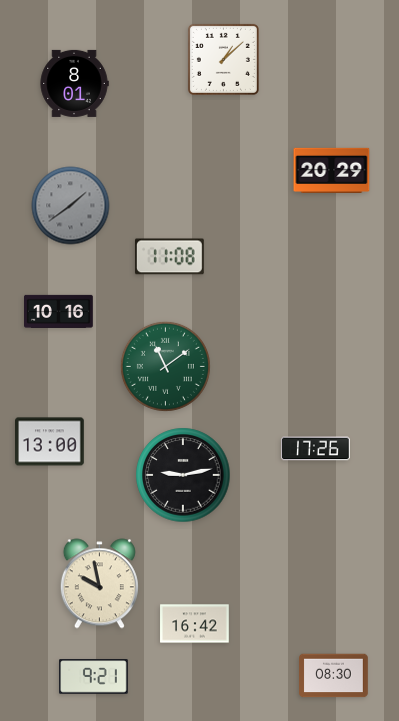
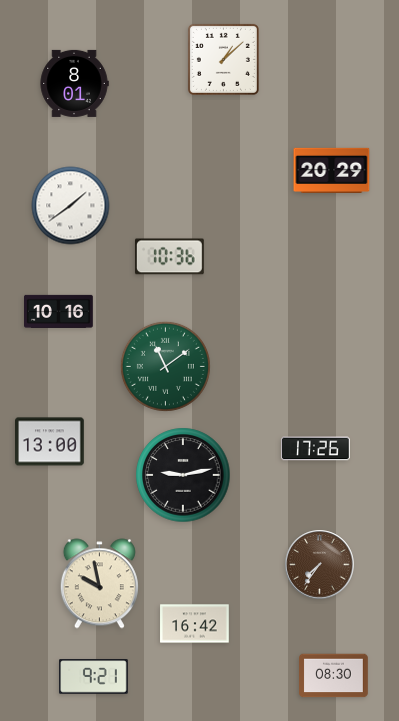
clock at (71, 206) dial: grey -> white
clock at (169, 257): 11:08 -> 10:36
clock at (320, 565): none -> 7:36
